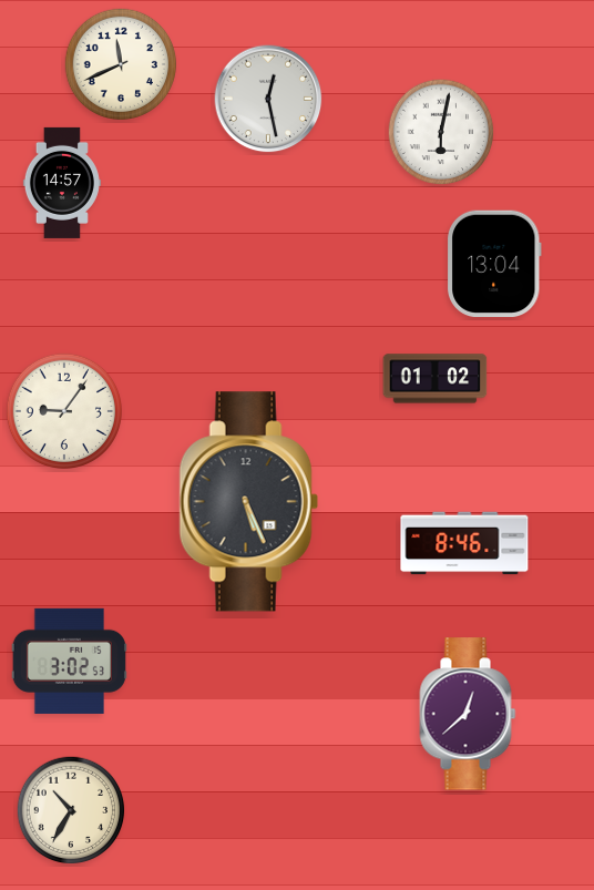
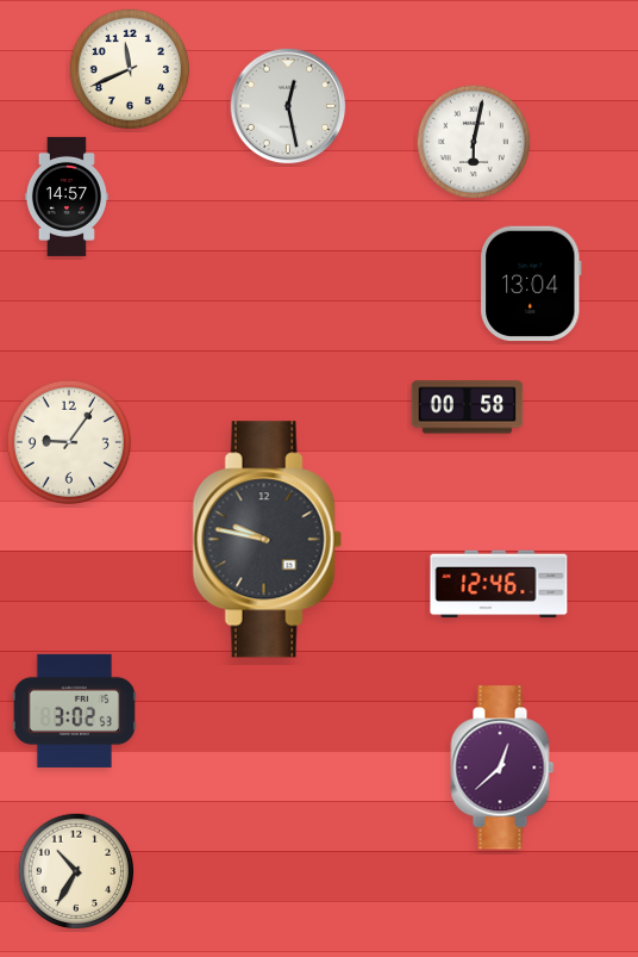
clock at (436, 379): 01:02 -> 00:58
clock at (248, 502): 5:26 -> 9:47
clock at (464, 543): 8:46 -> 12:46
